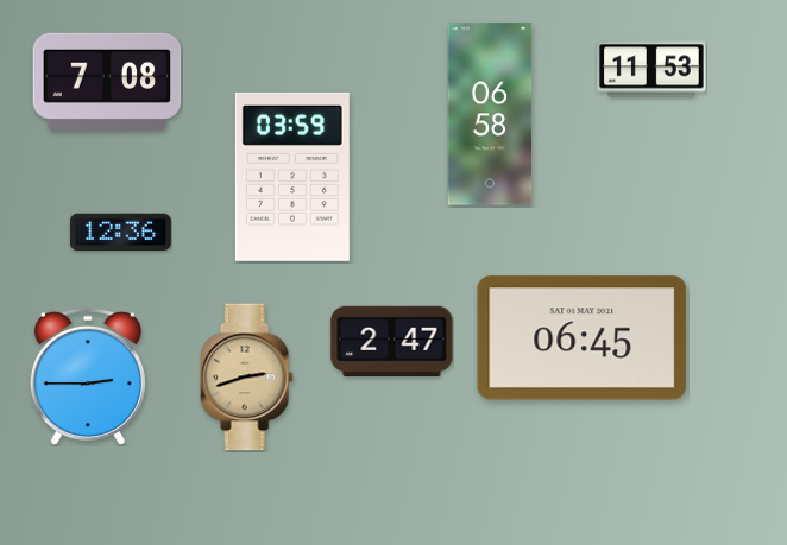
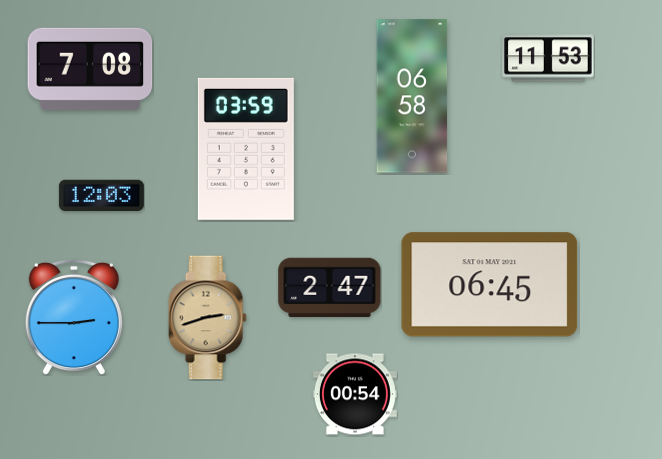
clock at (120, 233): 12:36 -> 12:03
clock at (355, 394): none -> 00:54
